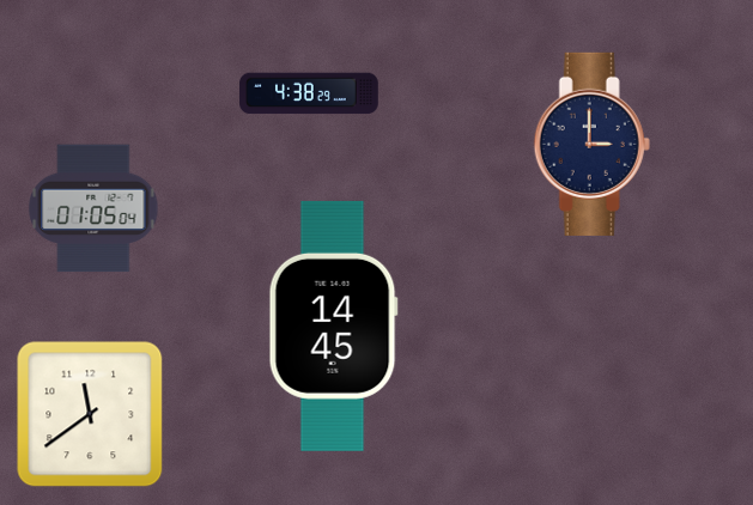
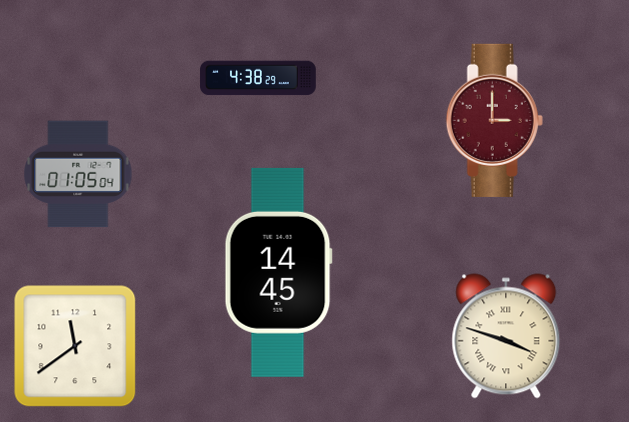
clock at (591, 144) dial: navy -> burgundy
clock at (506, 336): none -> 3:48
